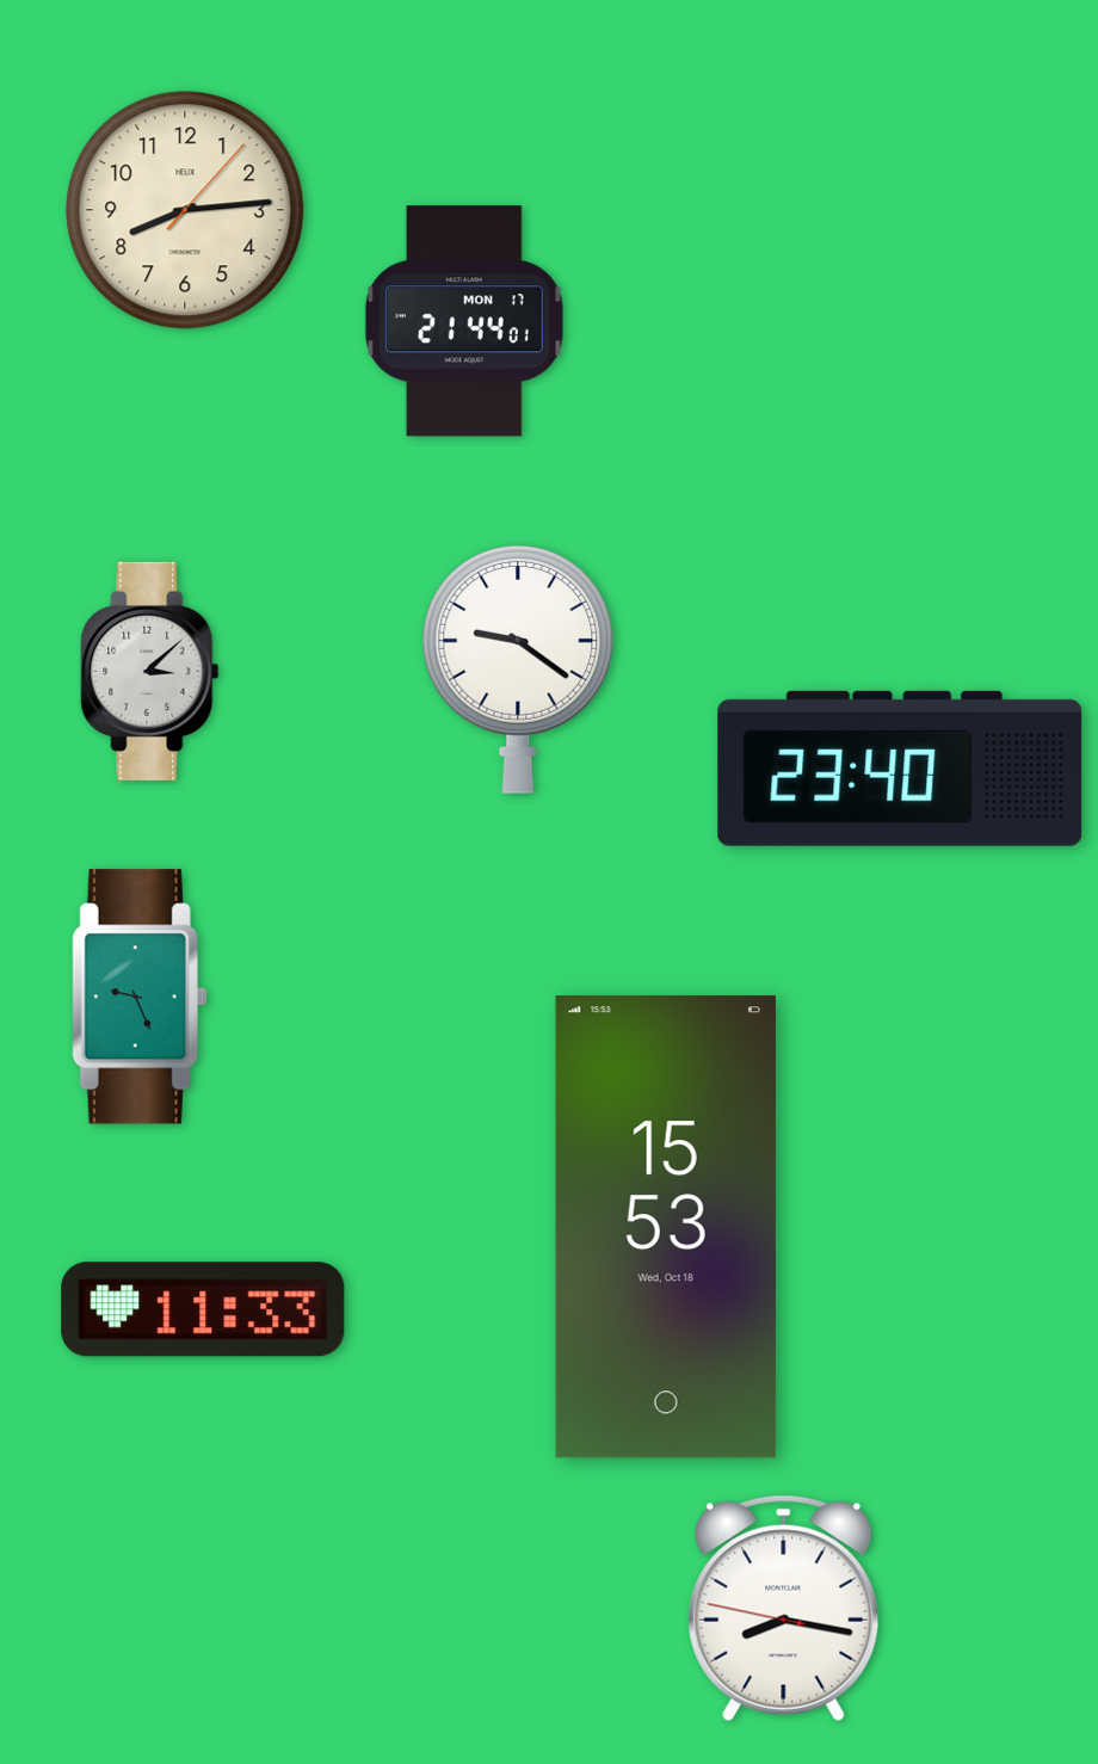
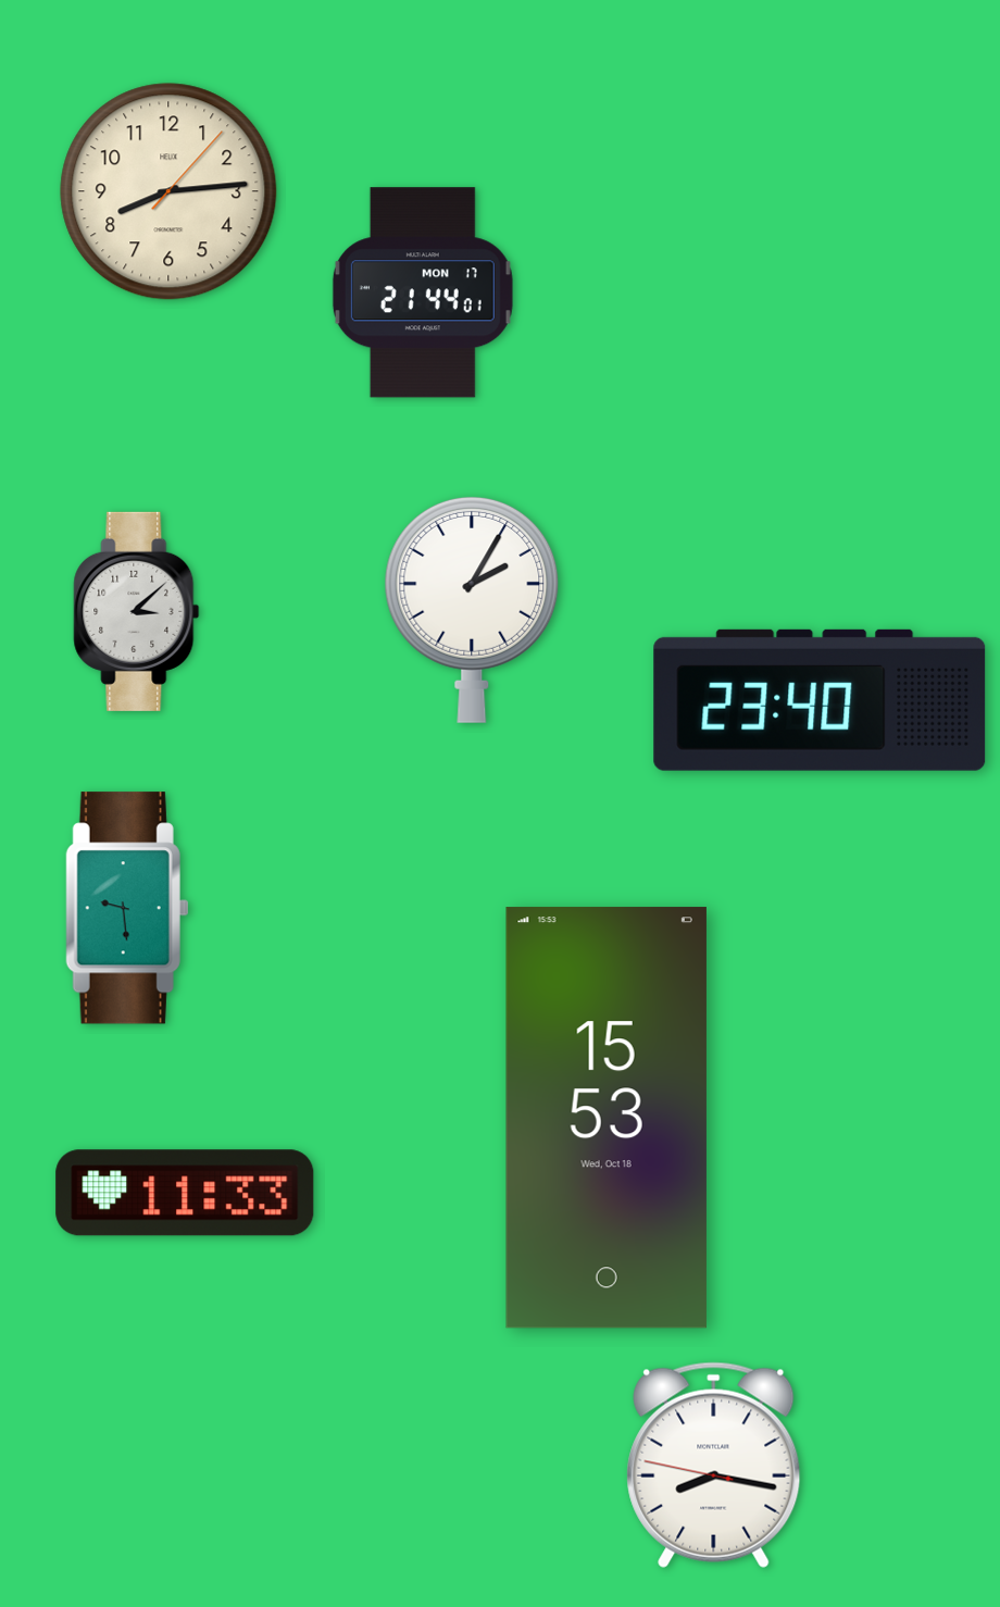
clock at (518, 668): 9:21 -> 2:05
clock at (140, 997): 9:26 -> 9:29
